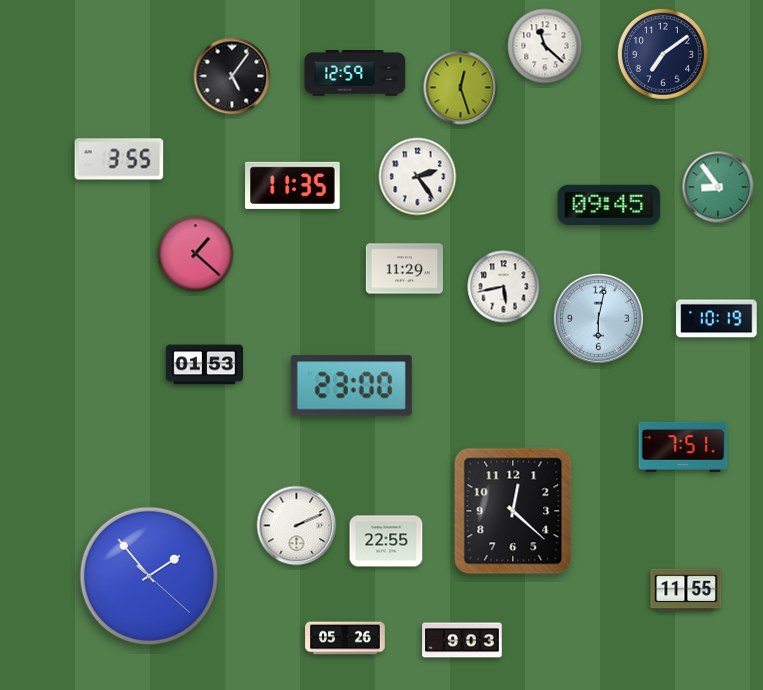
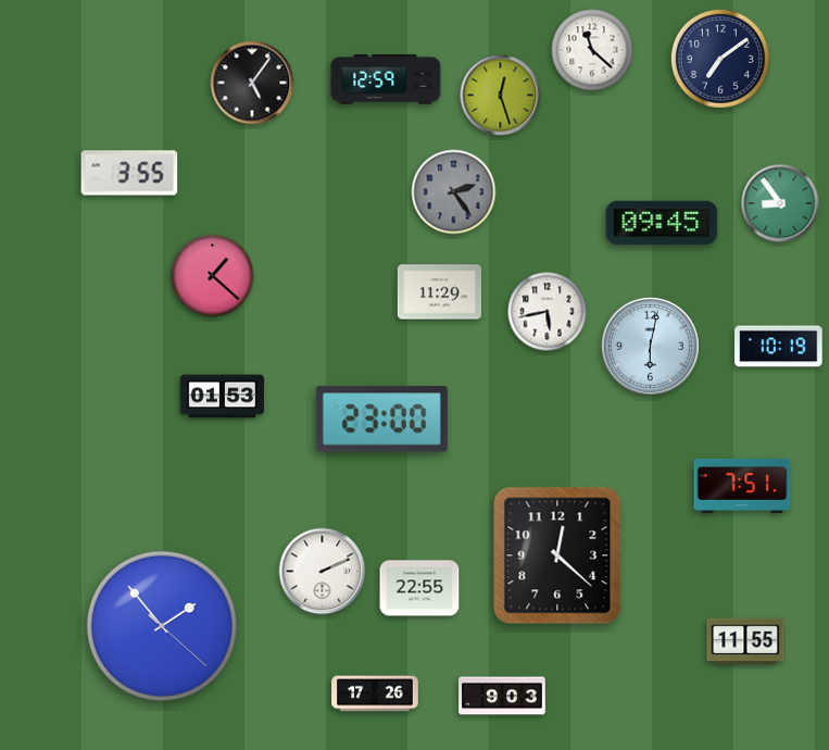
clock at (418, 177) dial: white -> grey
clock at (293, 185): 11:35 -> none
clock at (345, 638): 05:26 -> 17:26
